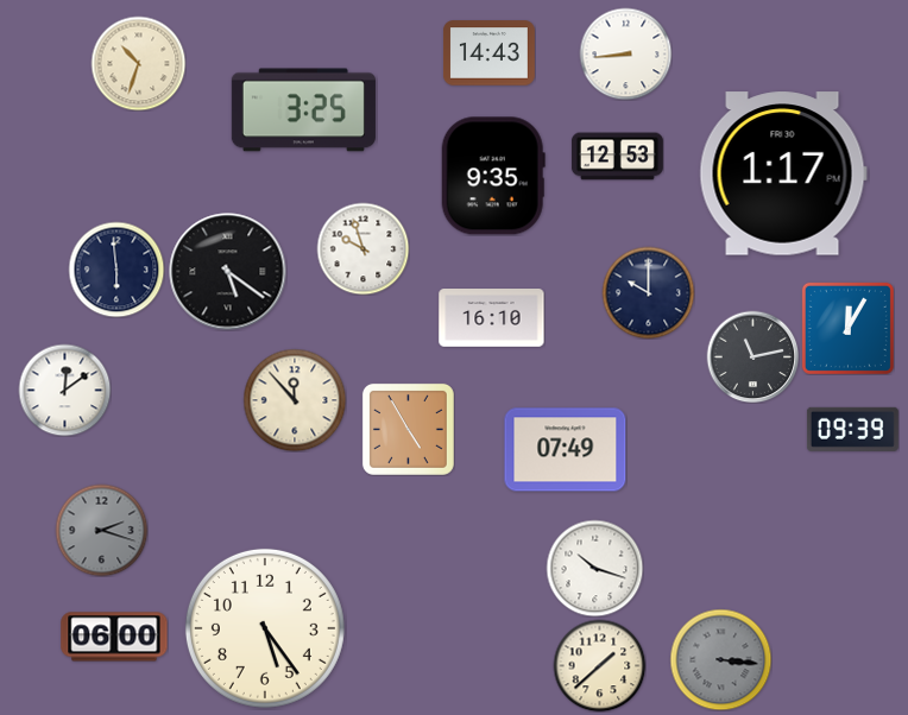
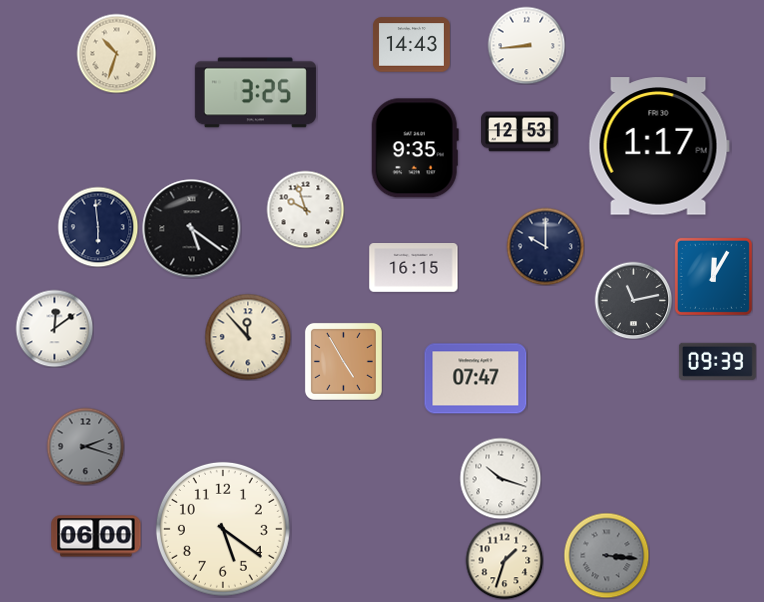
clock at (492, 318): 16:10 -> 16:15
clock at (566, 450): 07:49 -> 07:47
clock at (265, 628): 5:24 -> 5:21
clock at (599, 665): 1:38 -> 1:33
